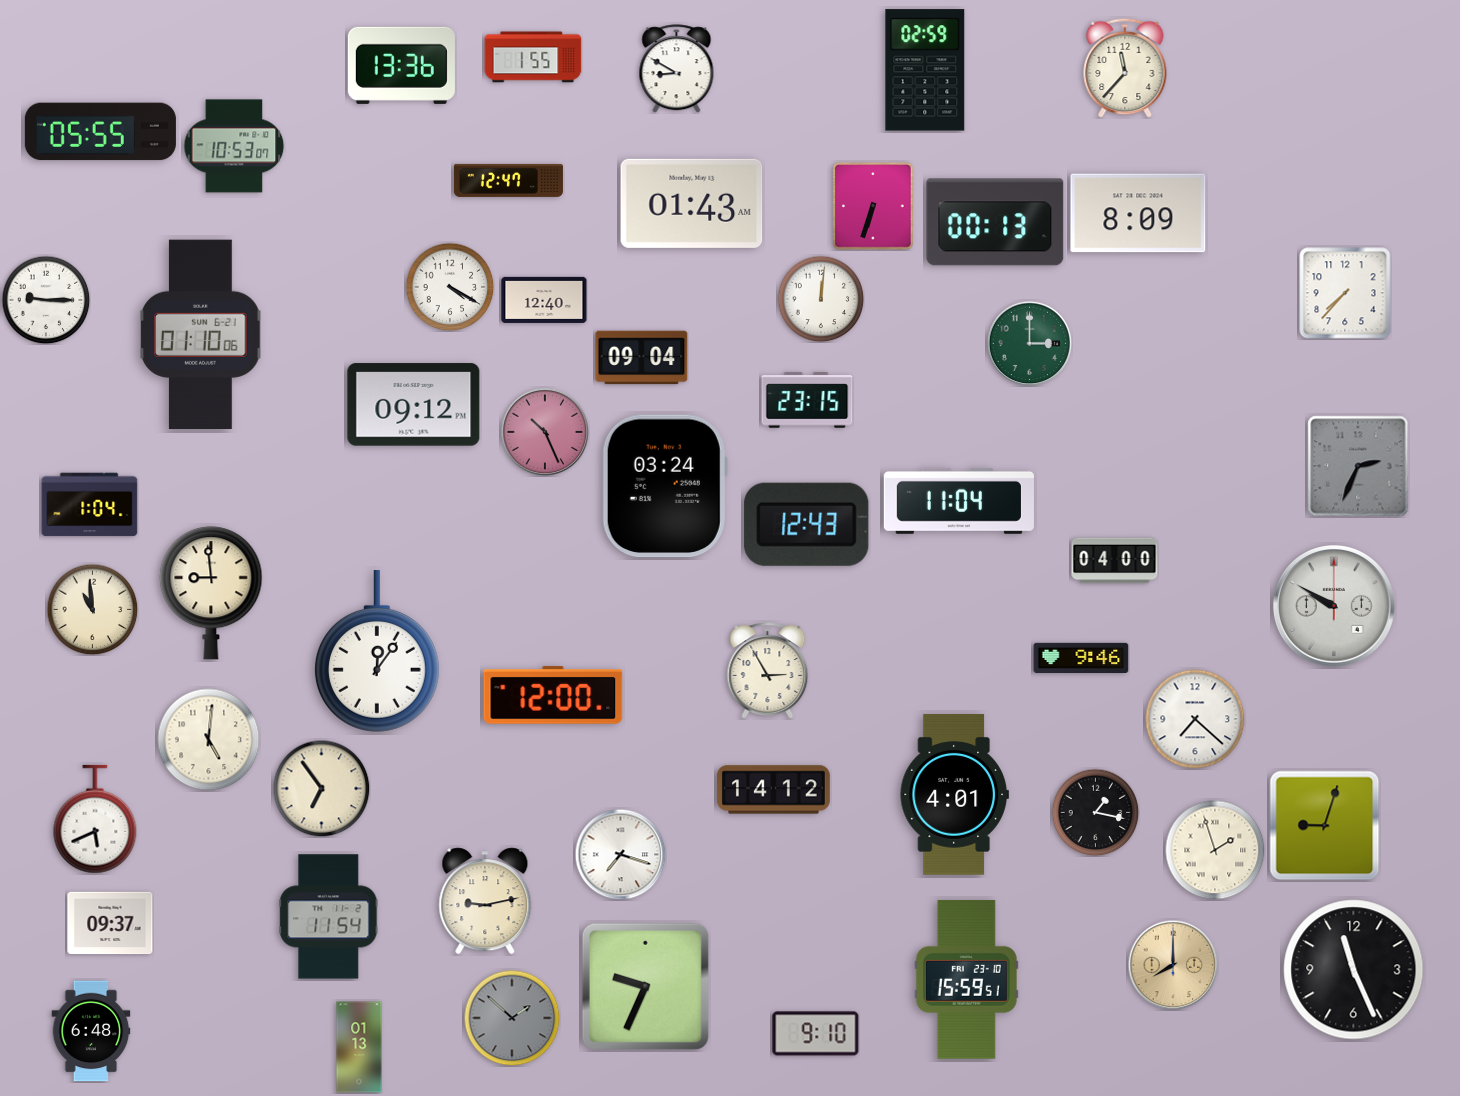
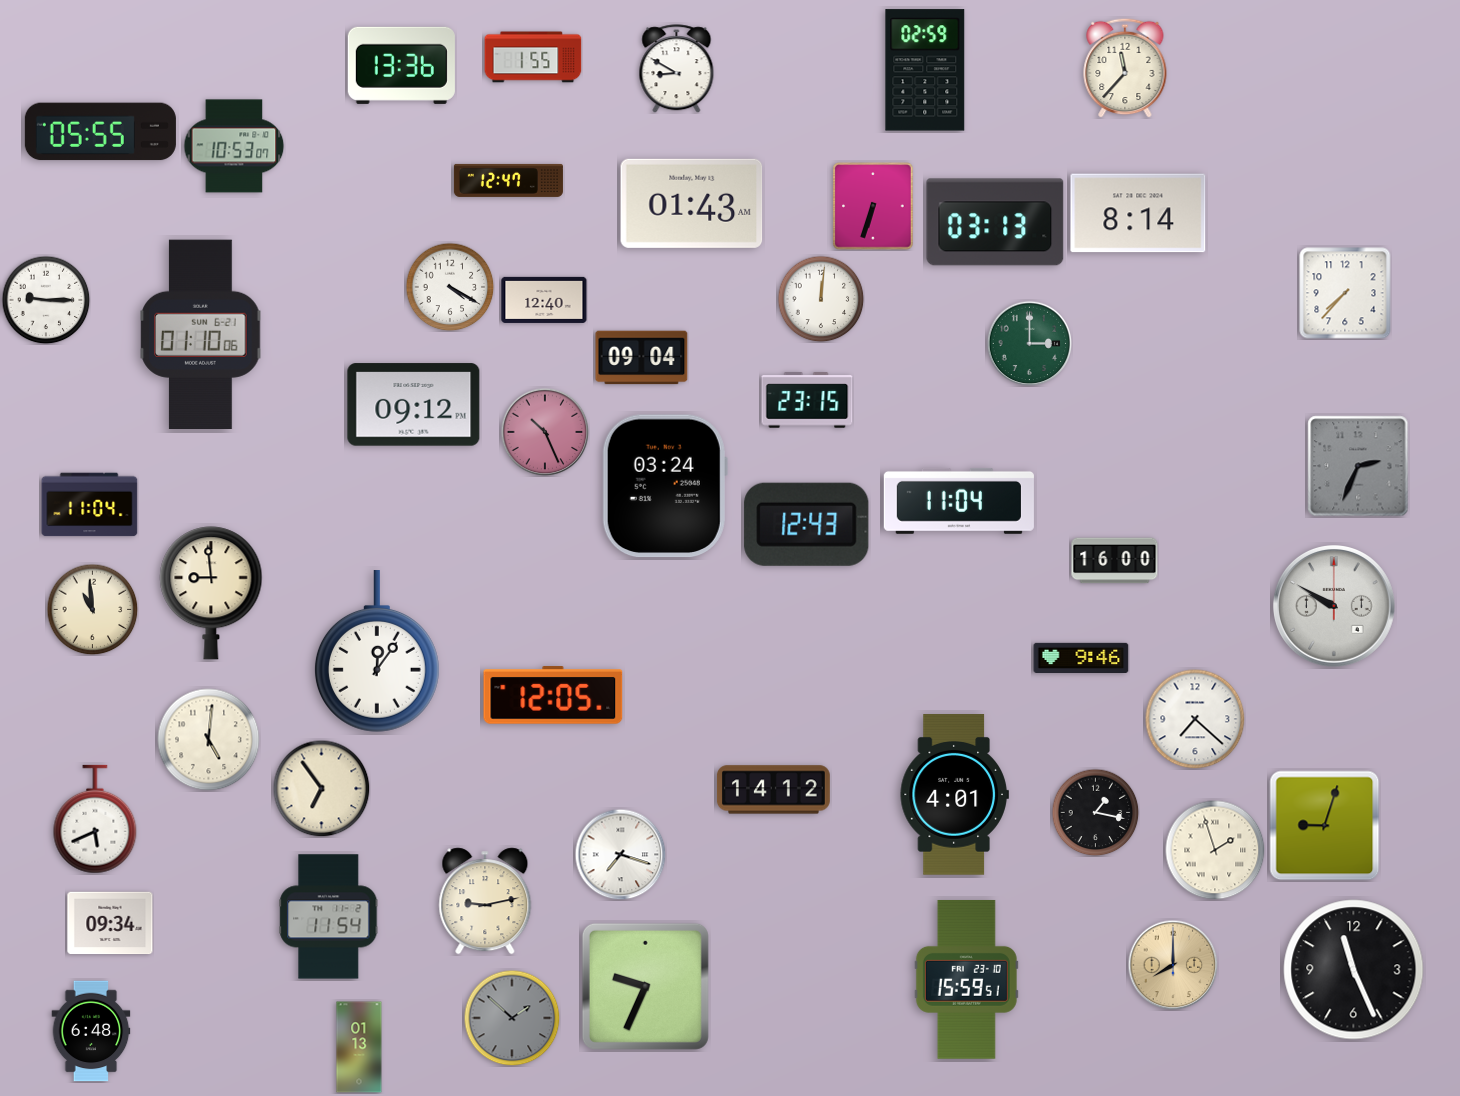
clock at (1138, 213): 8:09 -> 8:14
clock at (995, 222): 00:13 -> 03:13
clock at (90, 505): 1:04 -> 11:04
clock at (1115, 561): 04:00 -> 16:00
clock at (768, 671): 2:55 -> none
clock at (553, 695): 12:00 -> 12:05
clock at (110, 923): 09:37 -> 09:34
clock at (816, 1034): 9:10 -> none
